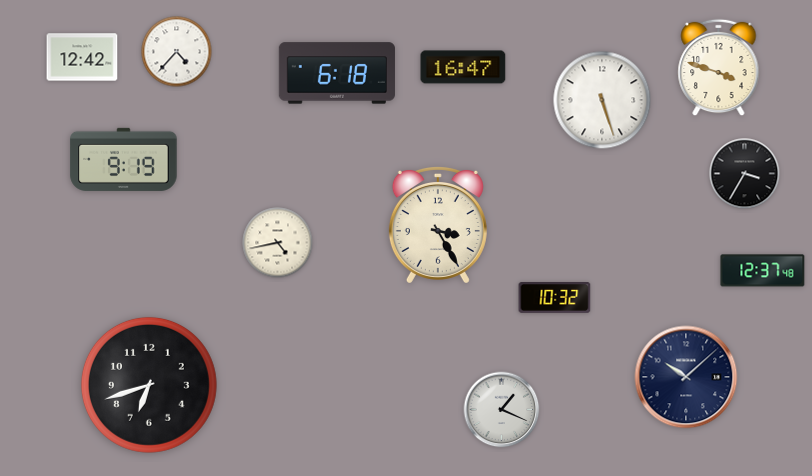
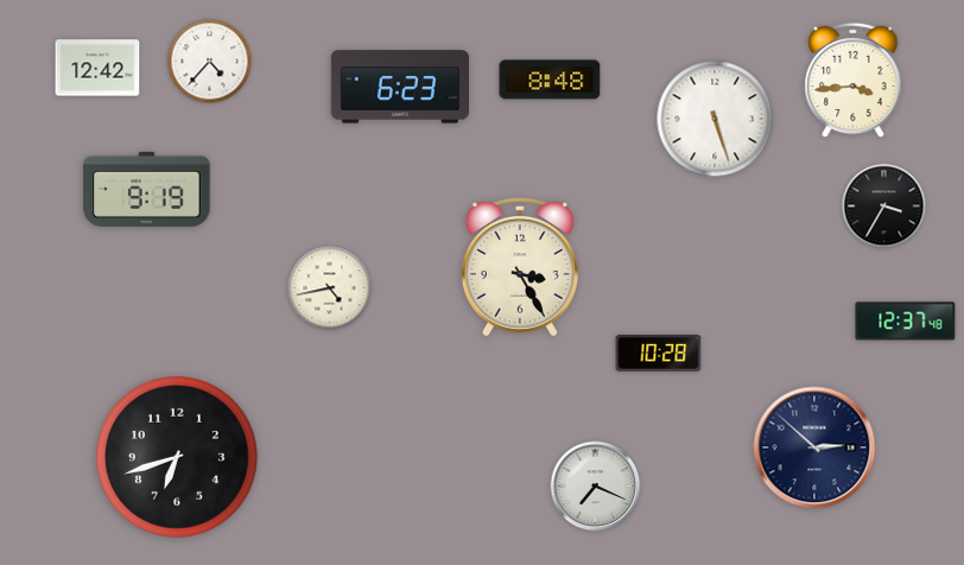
clock at (463, 67): 16:47 -> 8:48
clock at (719, 68): 3:48 -> 3:44
clock at (337, 73): 6:18 -> 6:23
clock at (555, 298): 10:32 -> 10:28
clock at (686, 377): 10:08 -> 2:52
clock at (502, 410): 1:19 -> 7:19
